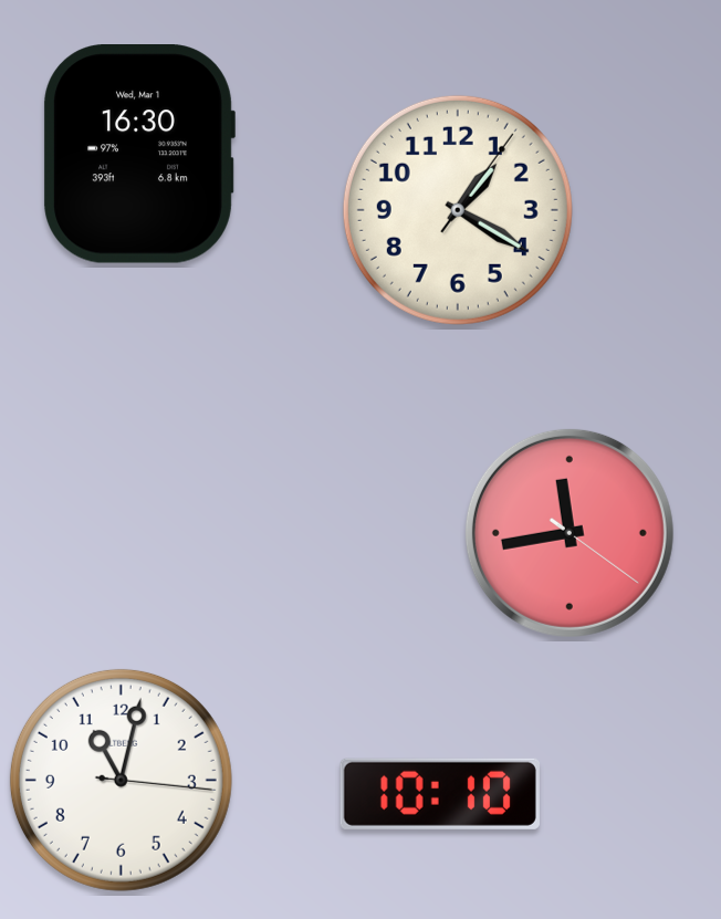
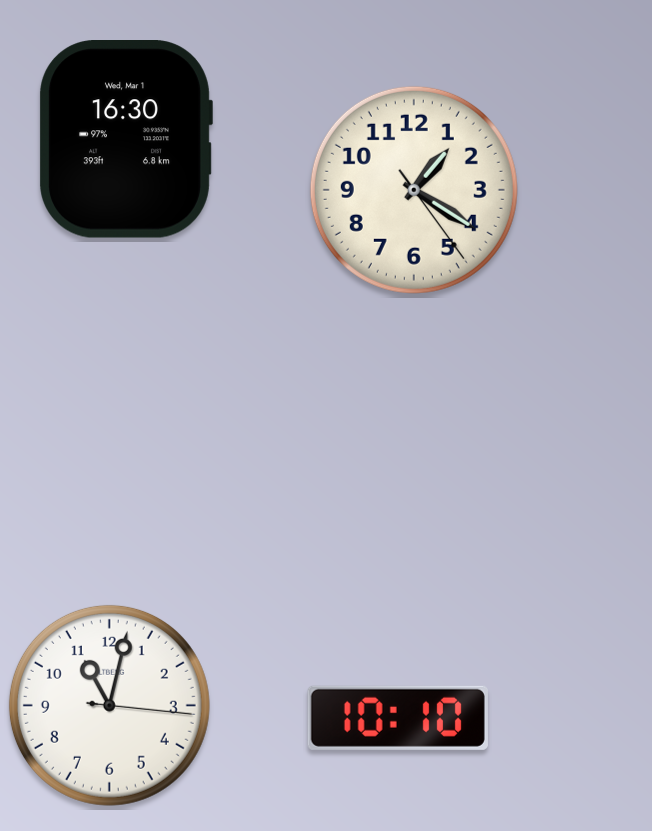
clock at (458, 210): 1:20:06 -> 1:20:24
clock at (570, 533): 11:43 -> none
